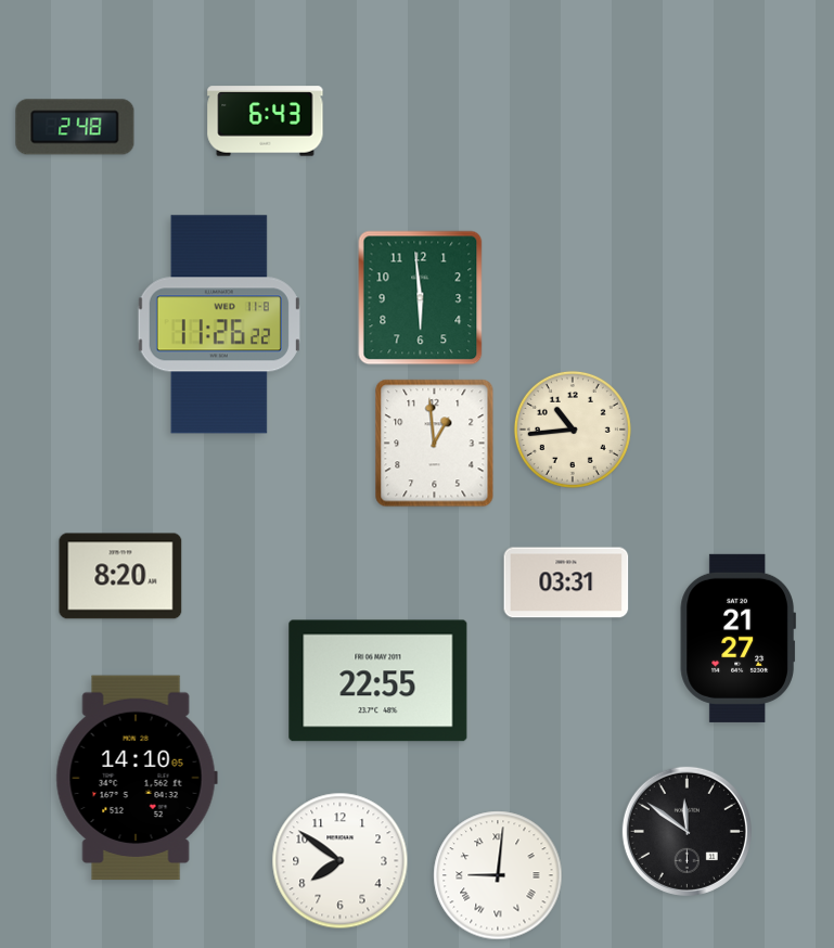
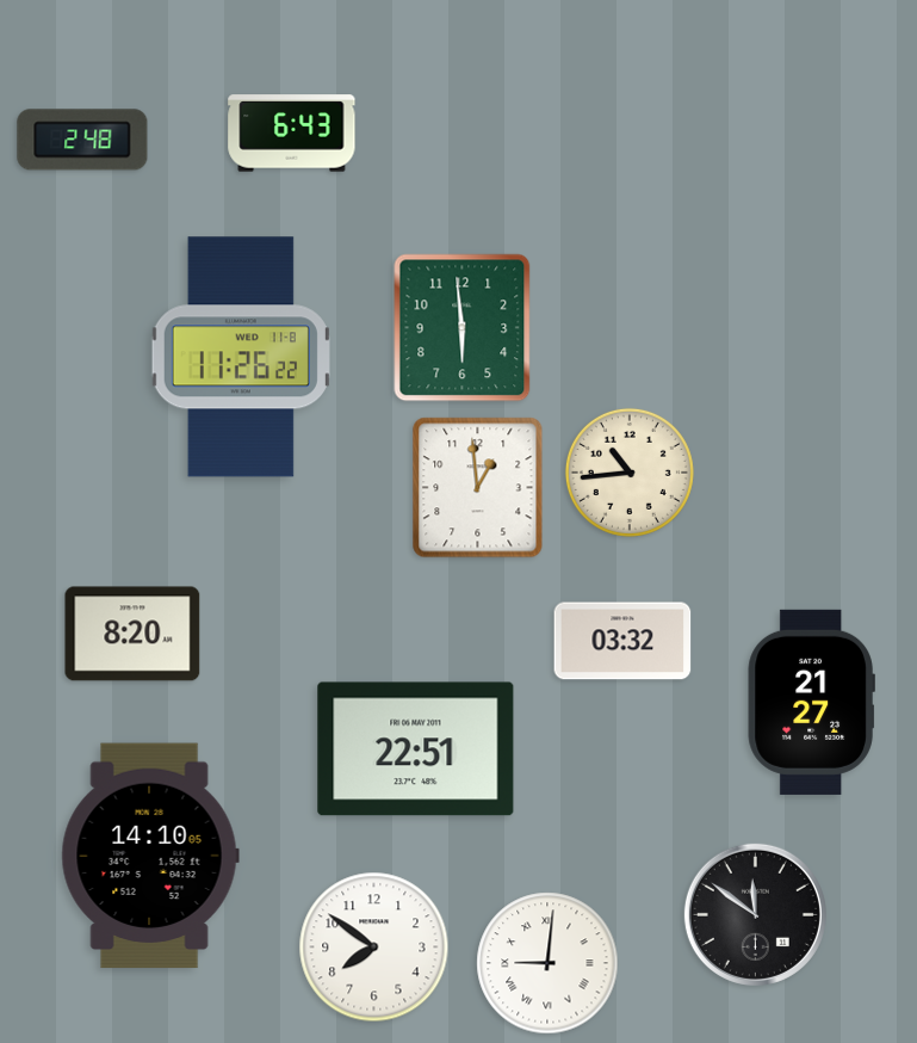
clock at (566, 582): 03:31 -> 03:32
clock at (378, 681): 22:55 -> 22:51
